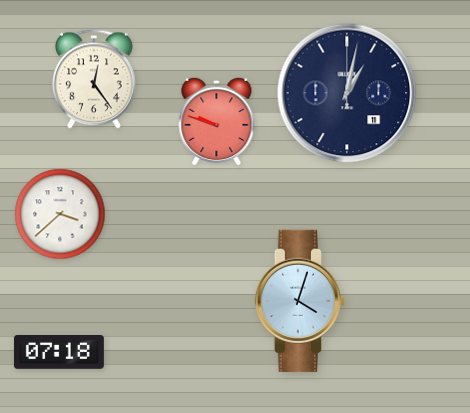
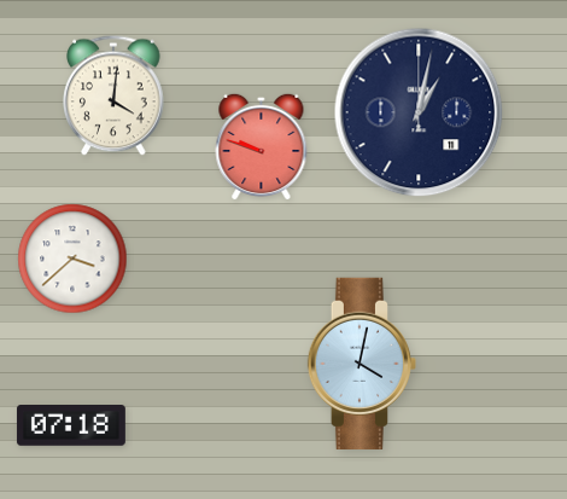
clock at (95, 79): 12:24 -> 4:01
clock at (299, 301): 4:03 -> 4:02
